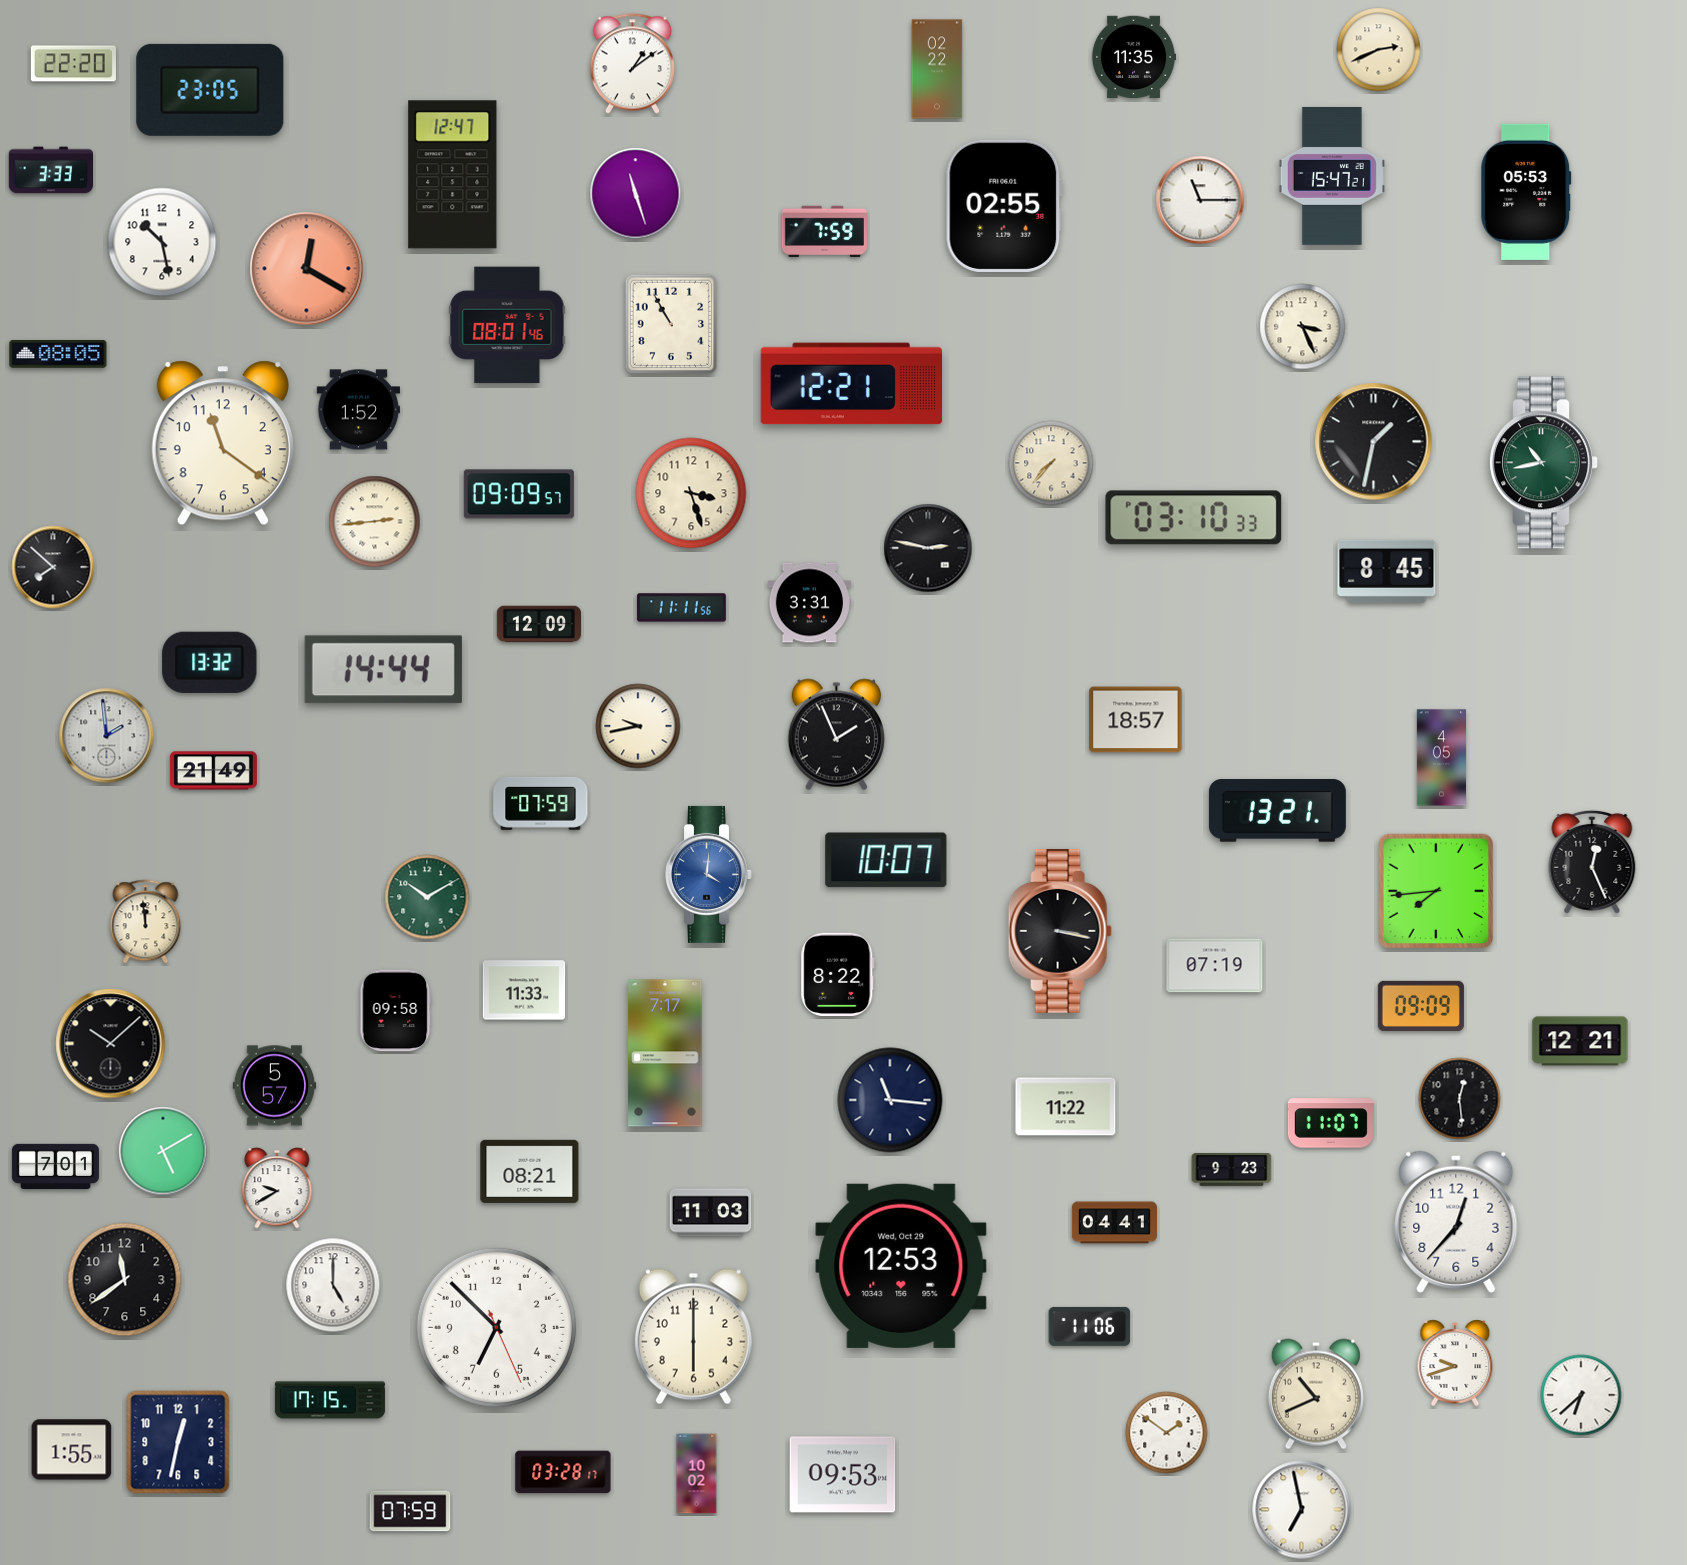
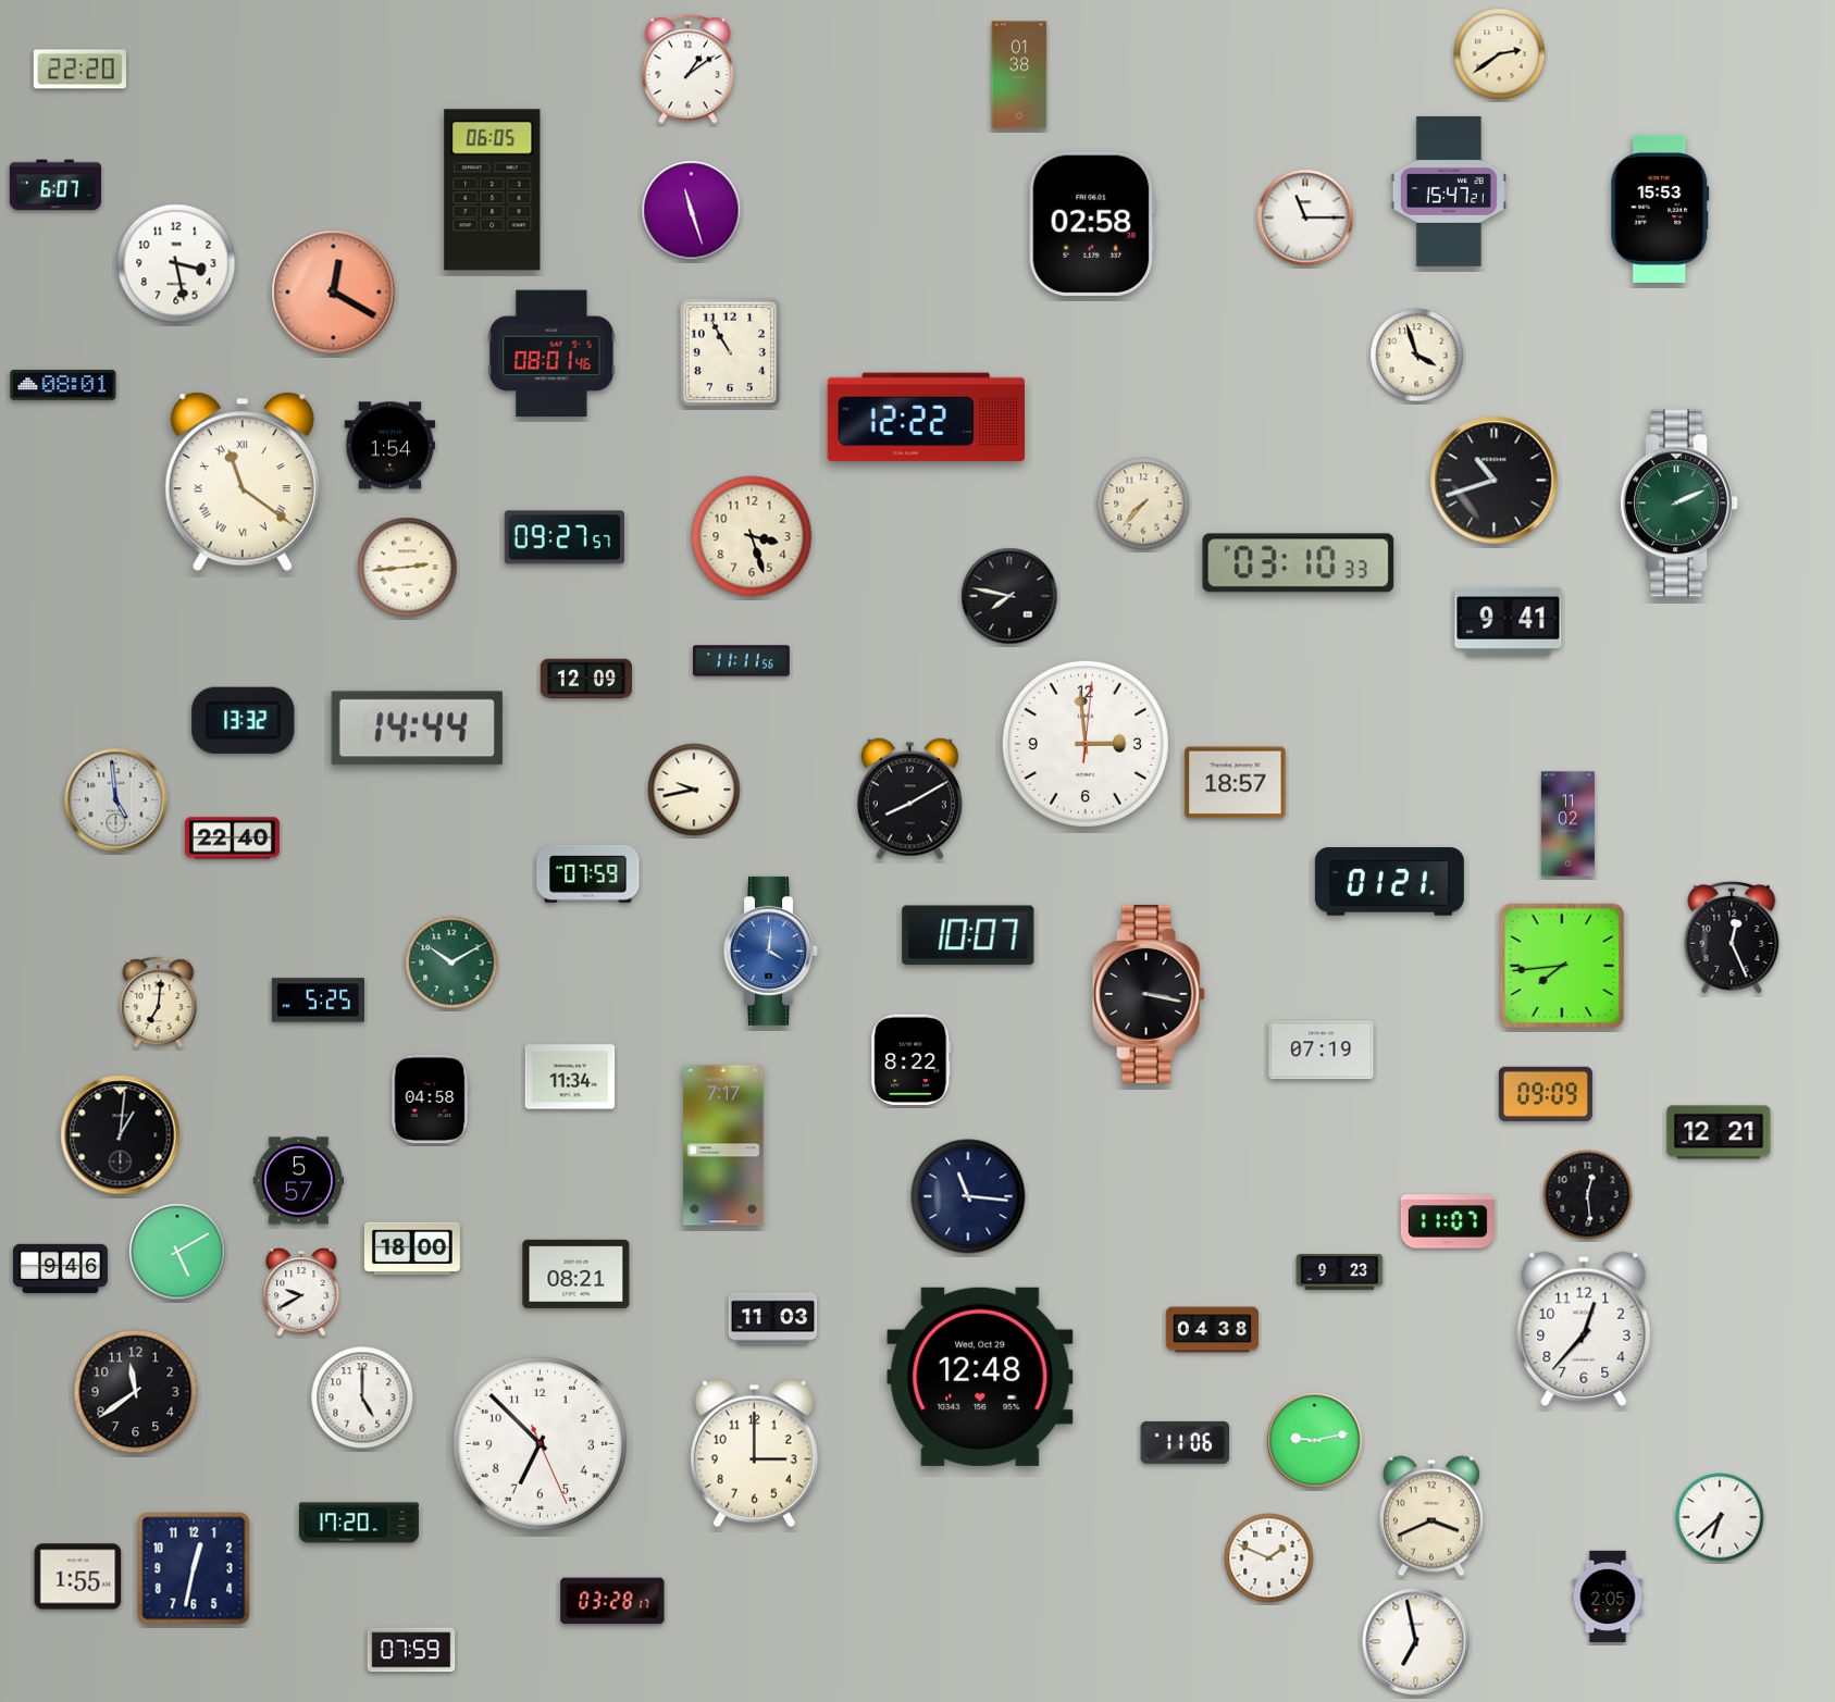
clock at (1379, 50): 2:41 -> 2:39
clock at (1133, 57): 11:35 -> none
clock at (937, 69): 02:22 -> 01:38
clock at (210, 90): 23:05 -> none
clock at (50, 170): 3:33 -> 6:07
clock at (453, 175): 12:47 -> 06:05
clock at (1526, 192): 05:53 -> 15:53
clock at (1004, 206): 02:55 -> 02:58
clock at (824, 231): 7:59 -> none
clock at (162, 242): 10:28 -> 3:28
clock at (1303, 327): 3:26 -> 3:57
clock at (58, 354): 08:05 -> 08:01
clock at (852, 384): 12:21 -> 12:22
clock at (359, 410): 1:52 -> 1:54
clock at (1374, 442): 1:32 -> 10:42
clock at (223, 443) numerals: Arabic -> Roman
clock at (1543, 463): 10:43 -> 2:11
clock at (519, 494): 09:09 -> 09:27
clock at (928, 548): 2:47 -> 7:47
clock at (53, 567): 7:52 -> none
clock at (1387, 571): 8:45 -> 9:41
clock at (810, 603): 3:31 -> none
clock at (210, 662) position: (210, 662) -> (244, 720)
clock at (1086, 744): none -> 2:59
clock at (836, 735): 1:56 -> 8:10
clock at (107, 736): 1:59 -> 4:59
clock at (1441, 758): 4:05 -> 11:02
clock at (213, 771): 21:49 -> 22:40
clock at (1277, 811): 13:21 -> 01:21
clock at (886, 860) position: (886, 860) -> (968, 935)
clock at (1436, 891) position: (1436, 891) -> (1562, 966)
clock at (427, 897) position: (427, 897) -> (451, 962)
clock at (318, 1001): none -> 5:25
clock at (146, 922): 11:59 -> 7:01
clock at (1060, 931) position: (1060, 931) -> (1149, 994)
clock at (524, 990): 11:33 -> 11:34
clock at (396, 1011): 09:58 -> 04:58
clock at (111, 1044): 10:08 -> 1:01
clock at (1066, 1107): 11:22 -> none
clock at (412, 1248): none -> 18:00
clock at (55, 1166): 7:01 -> 9:46
clock at (1114, 1223): 04:41 -> 04:38
clock at (901, 1266): 12:53 -> 12:48
clock at (1315, 1441): none -> 9:13
clock at (693, 1337): 6:00 -> 3:00
clock at (1455, 1363): 9:42 -> none
clock at (1316, 1394): 10:41 -> 3:41
clock at (330, 1400): 17:15 -> 17:20
clock at (1167, 1433): 1:51 -> 1:49
clock at (1608, 1597): none -> 2:05
clock at (697, 1474): 10:02 -> none
clock at (843, 1475): 09:53 -> none
clock at (410, 1511) position: (410, 1511) -> (411, 1650)
